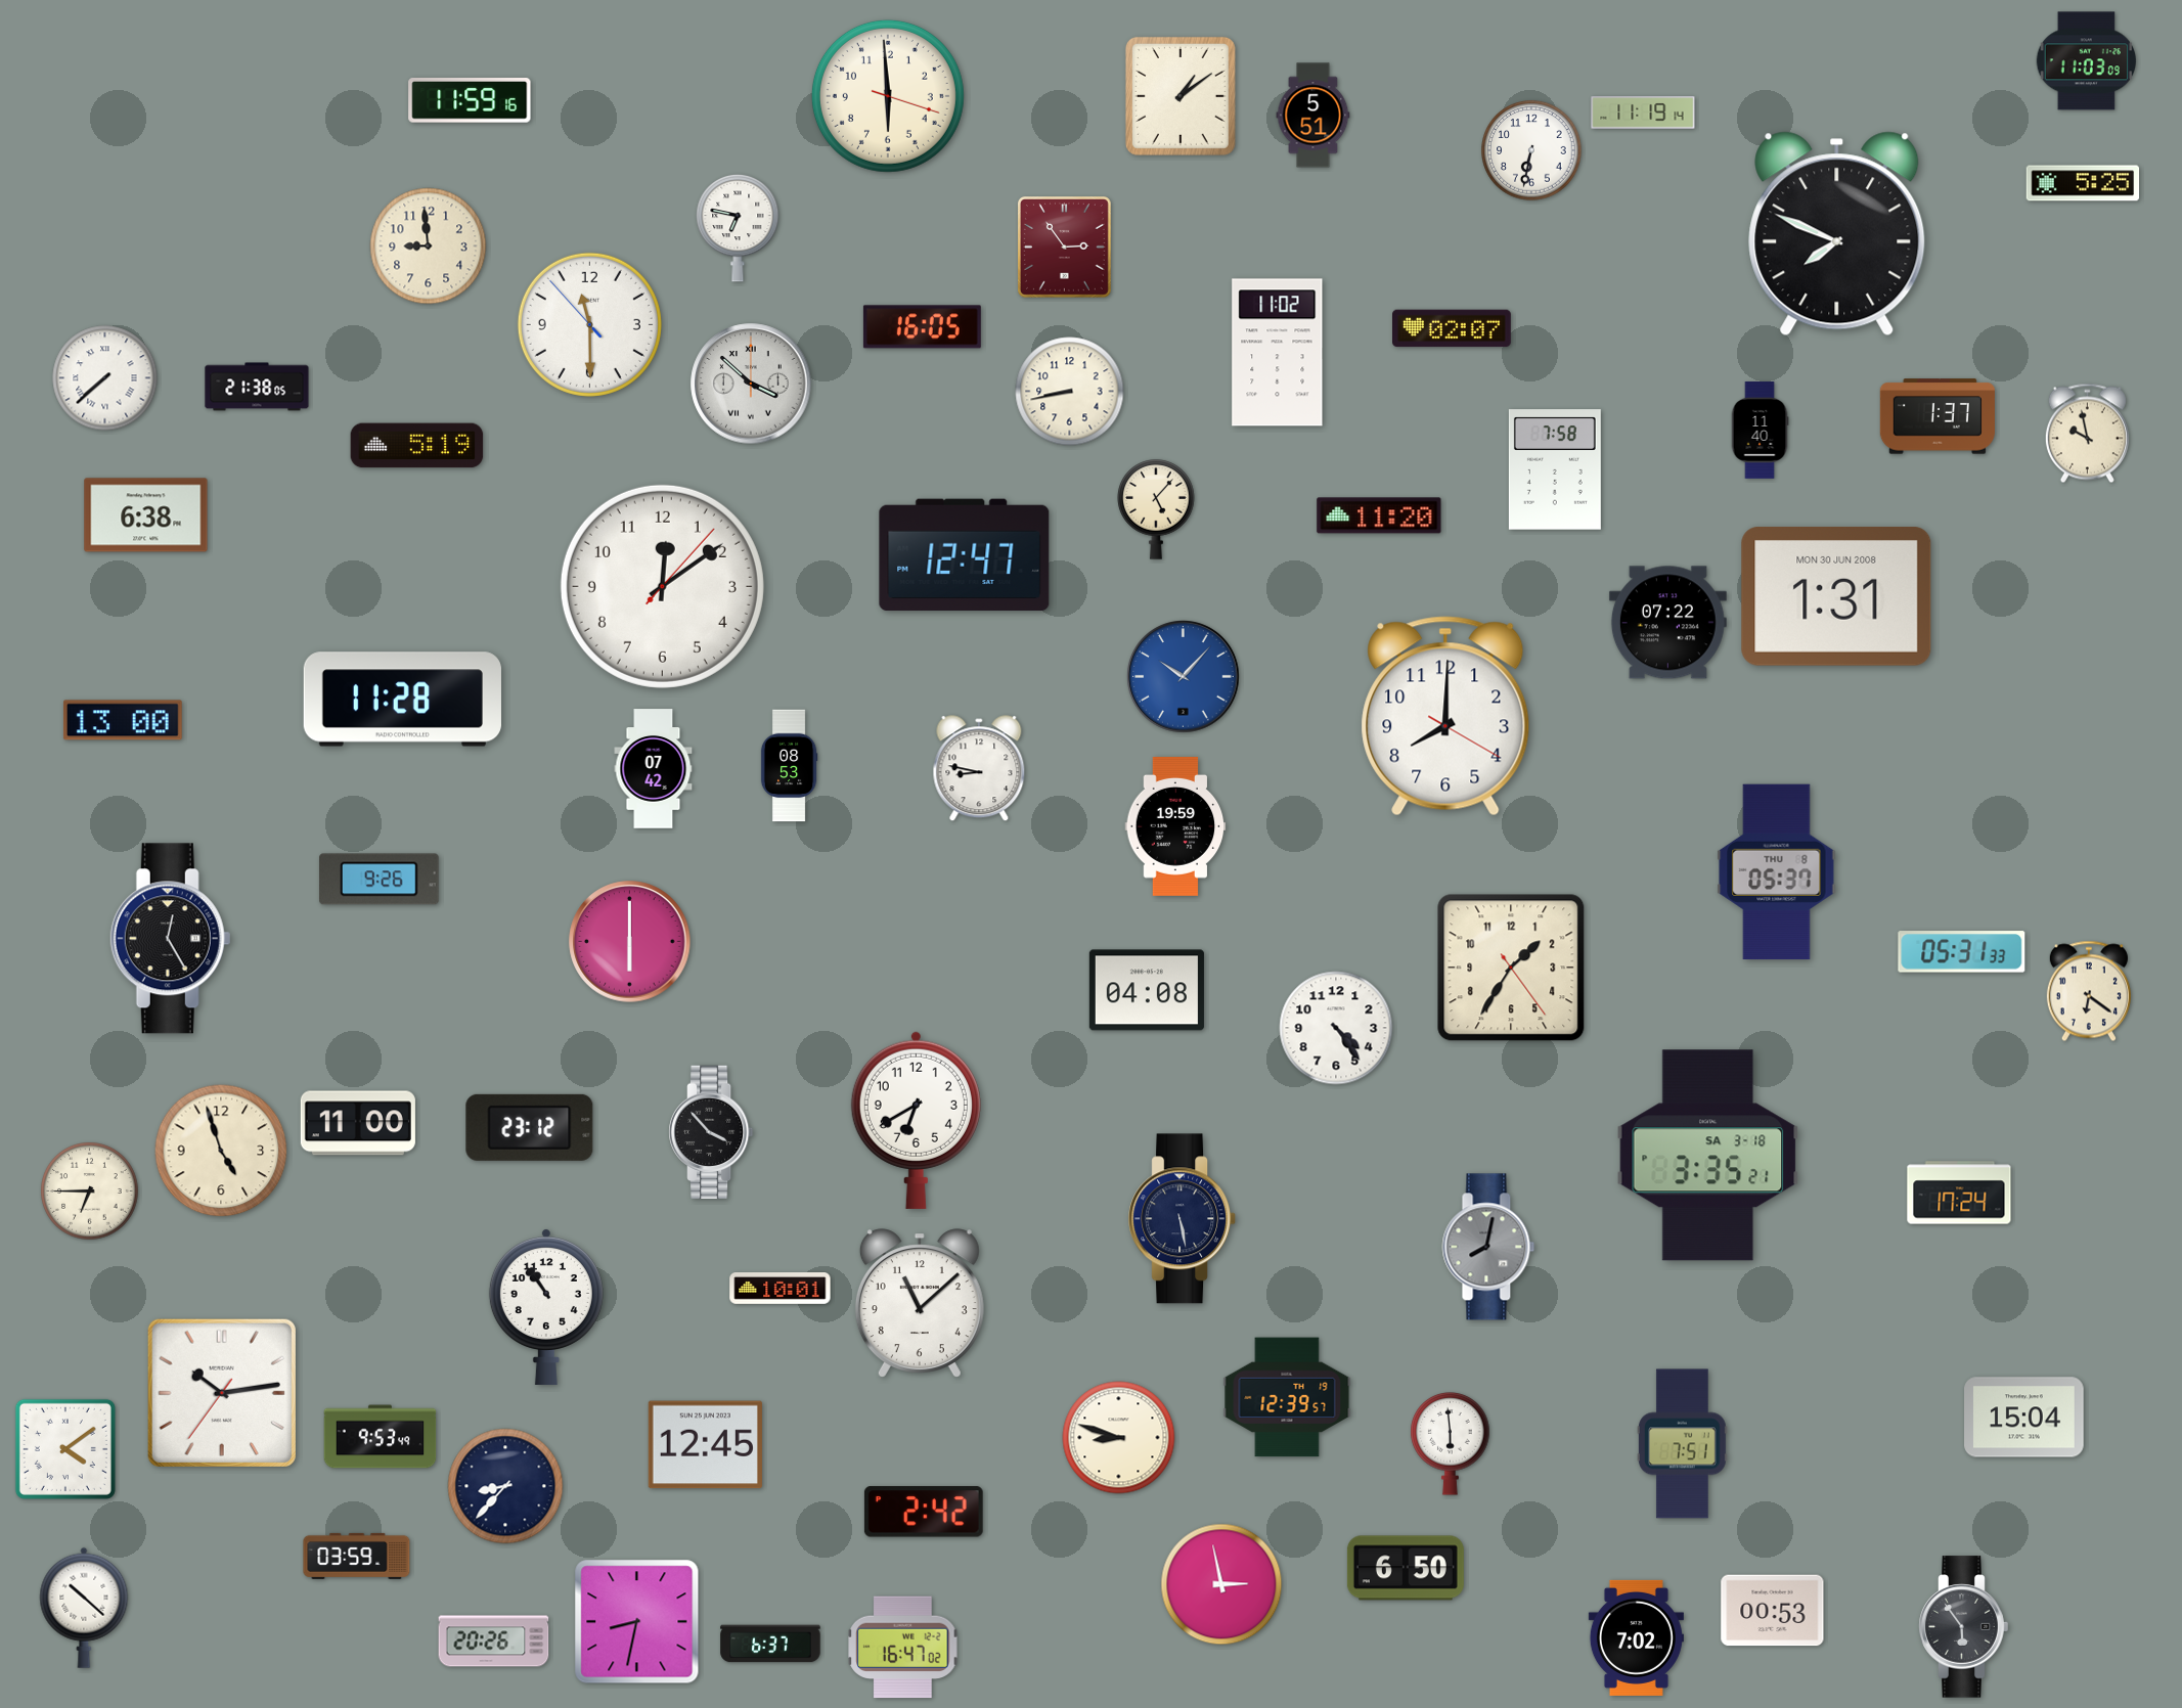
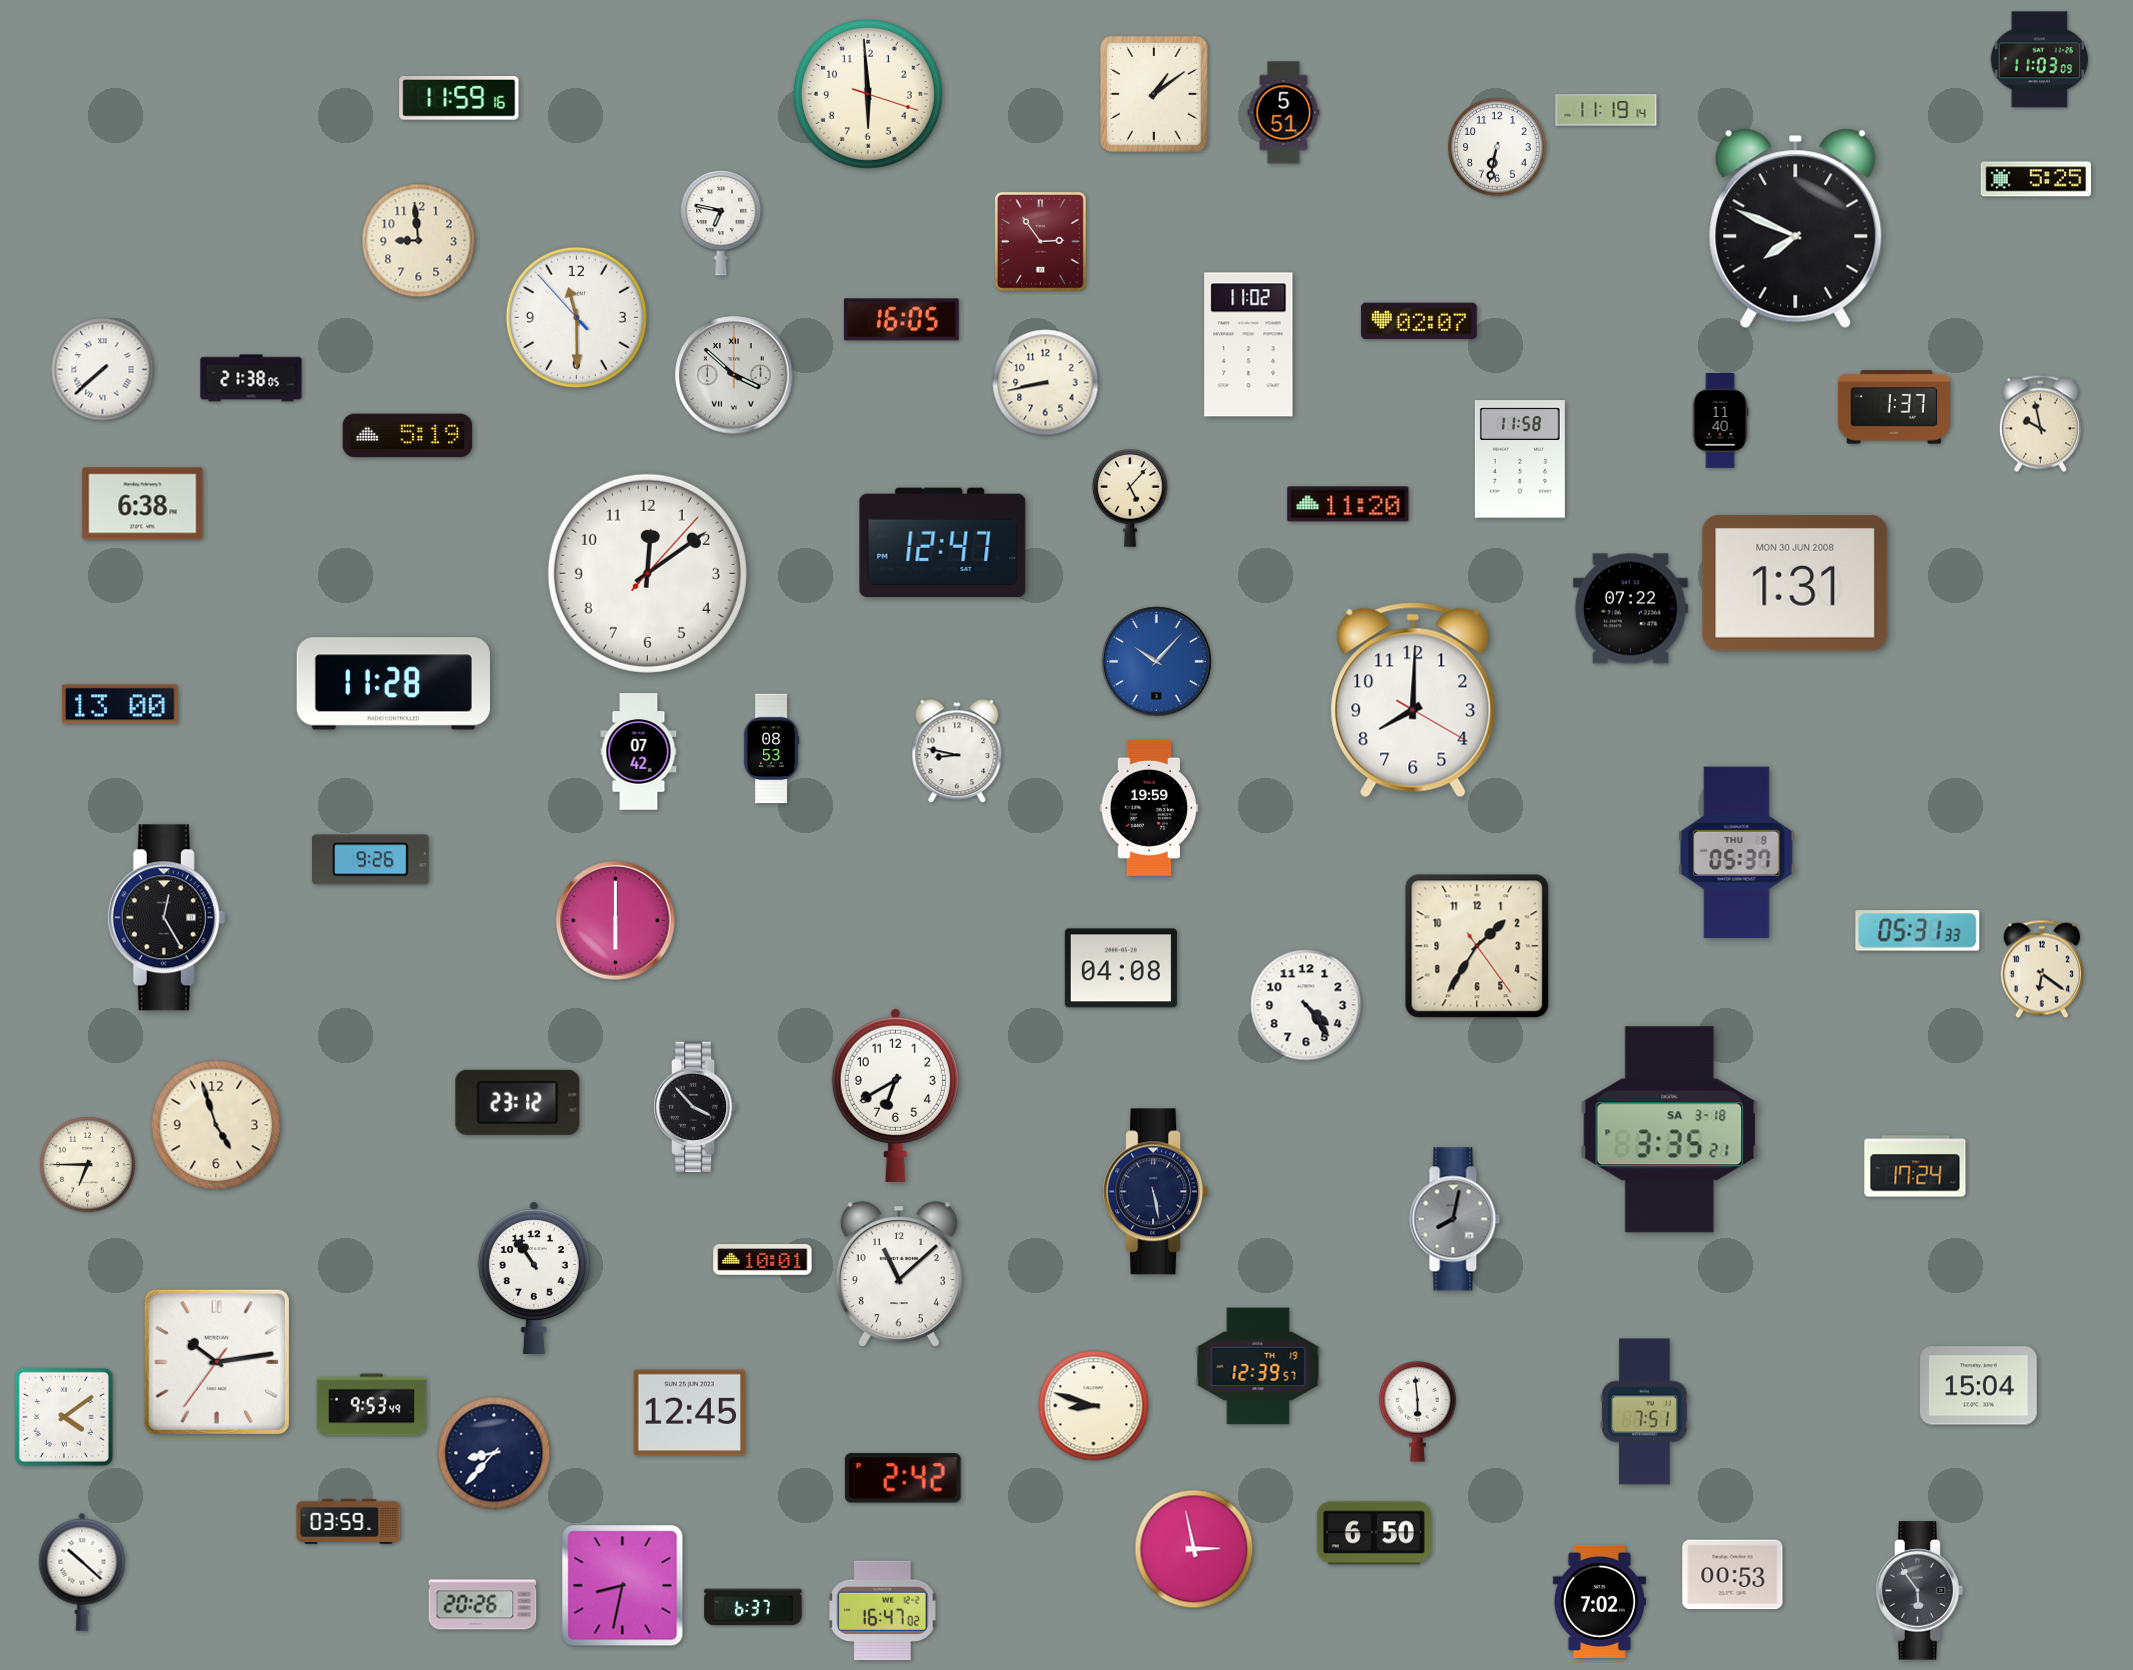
clock at (1555, 469): 7:58 -> 11:58
clock at (358, 1123): 11:00 -> none
